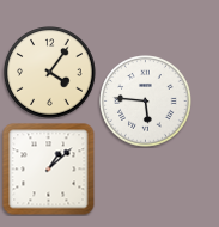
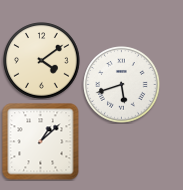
clock at (50, 73): 4:06 -> 4:09
clock at (146, 102): 5:46 -> 5:42
